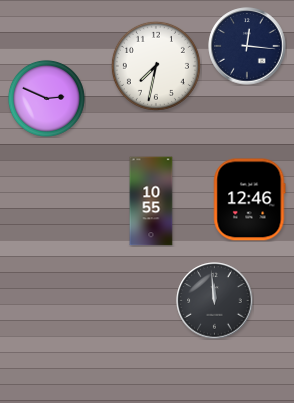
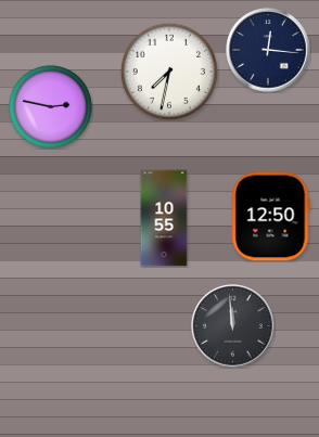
clock at (46, 98): 2:49 -> 2:47
clock at (250, 200): 12:46 -> 12:50
